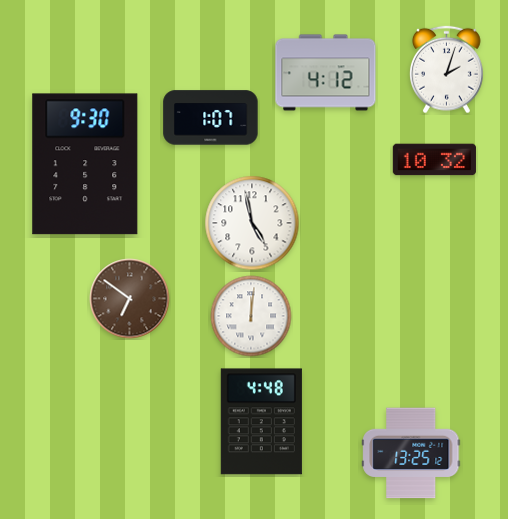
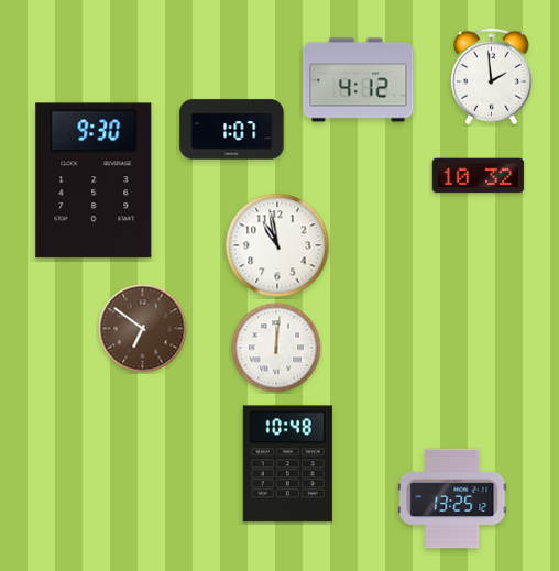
clock at (447, 70): 2:03 -> 1:59
clock at (252, 223): 4:58 -> 10:58
clock at (261, 422): 4:48 -> 10:48
